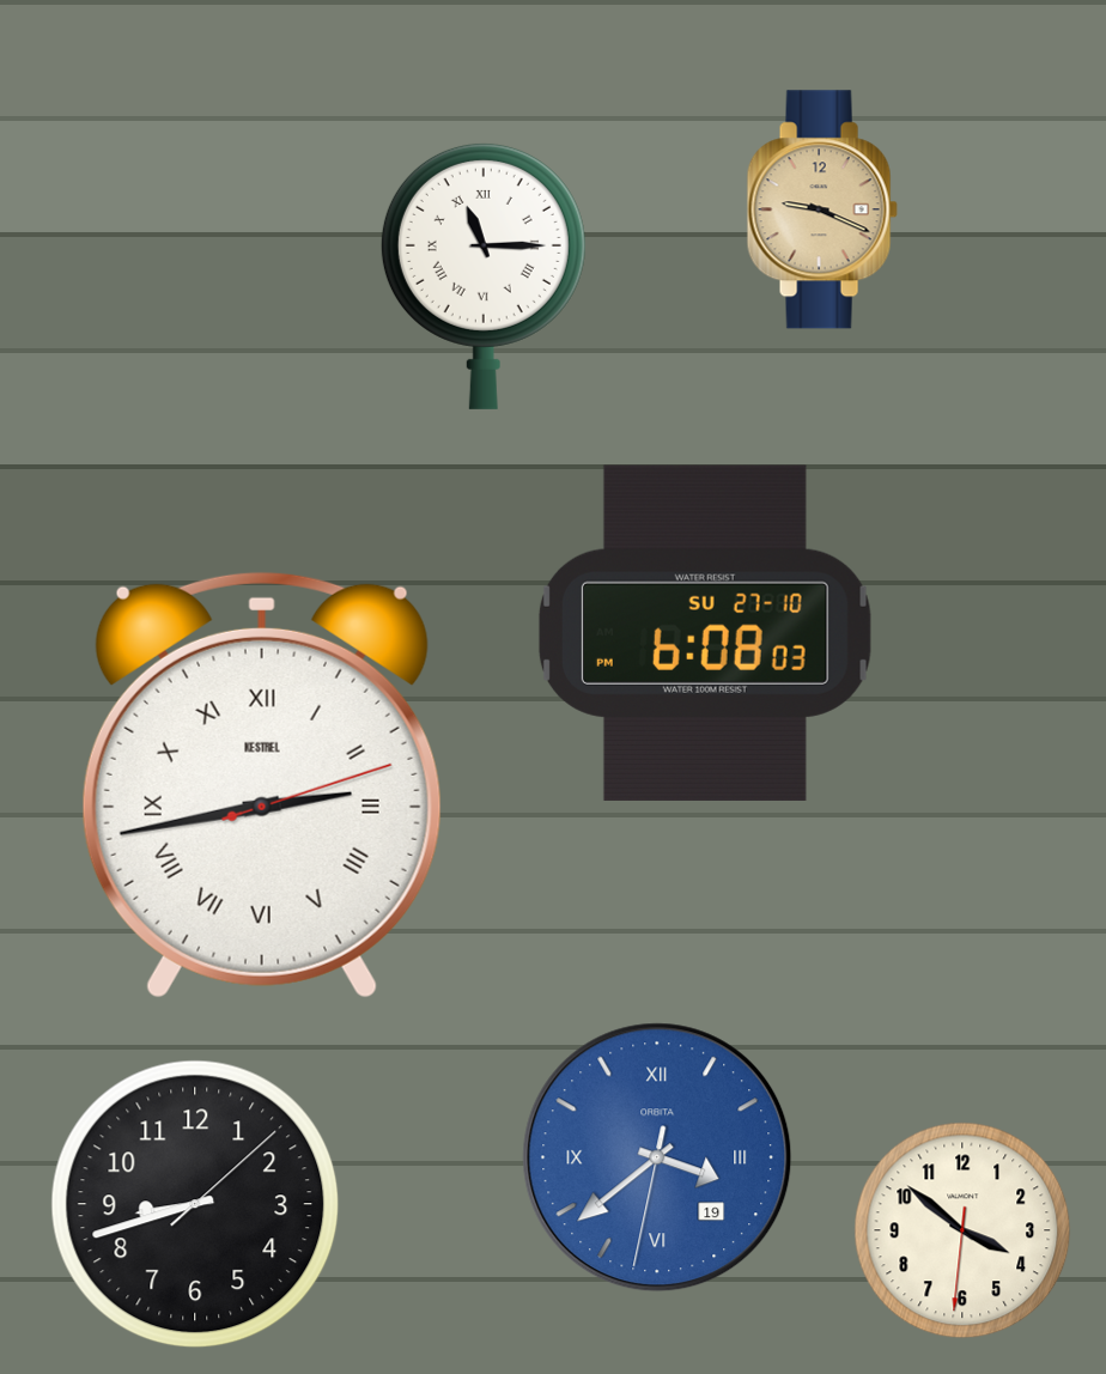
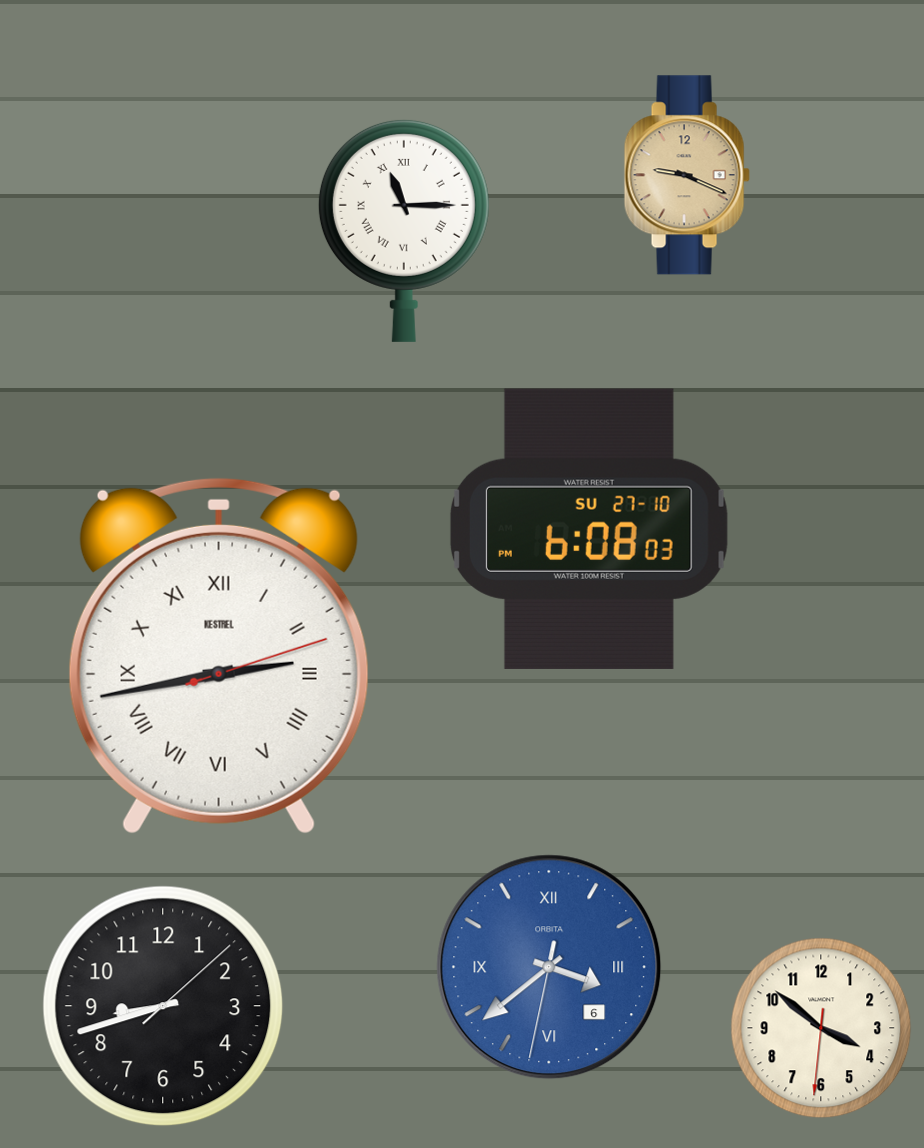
clock at (657, 1157) date: 19 -> 6
clock at (962, 1230) position: (962, 1230) -> (821, 1028)
